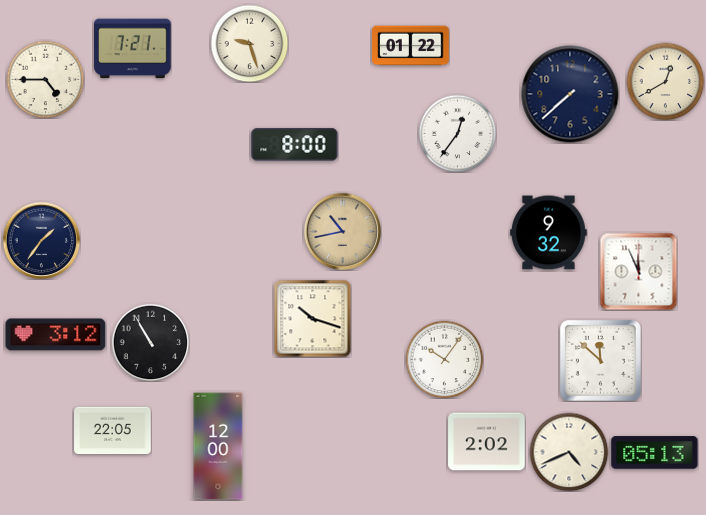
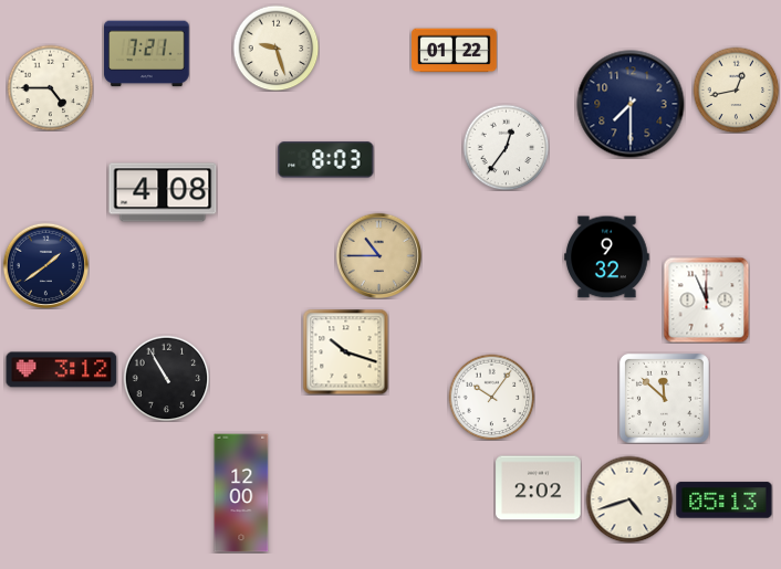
clock at (665, 81): 12:40 -> 12:43
clock at (570, 94): 7:38 -> 7:30
clock at (295, 145): 8:00 -> 8:03
clock at (163, 192): none -> 4:08
clock at (342, 231): 10:43 -> 10:45
clock at (41, 240): 1:36 -> 1:39
clock at (113, 431): 22:05 -> none
clock at (569, 452): 4:41 -> 4:42
